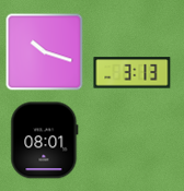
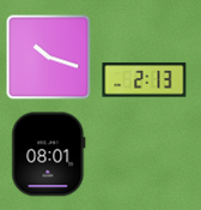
clock at (133, 73): 3:13 -> 2:13
